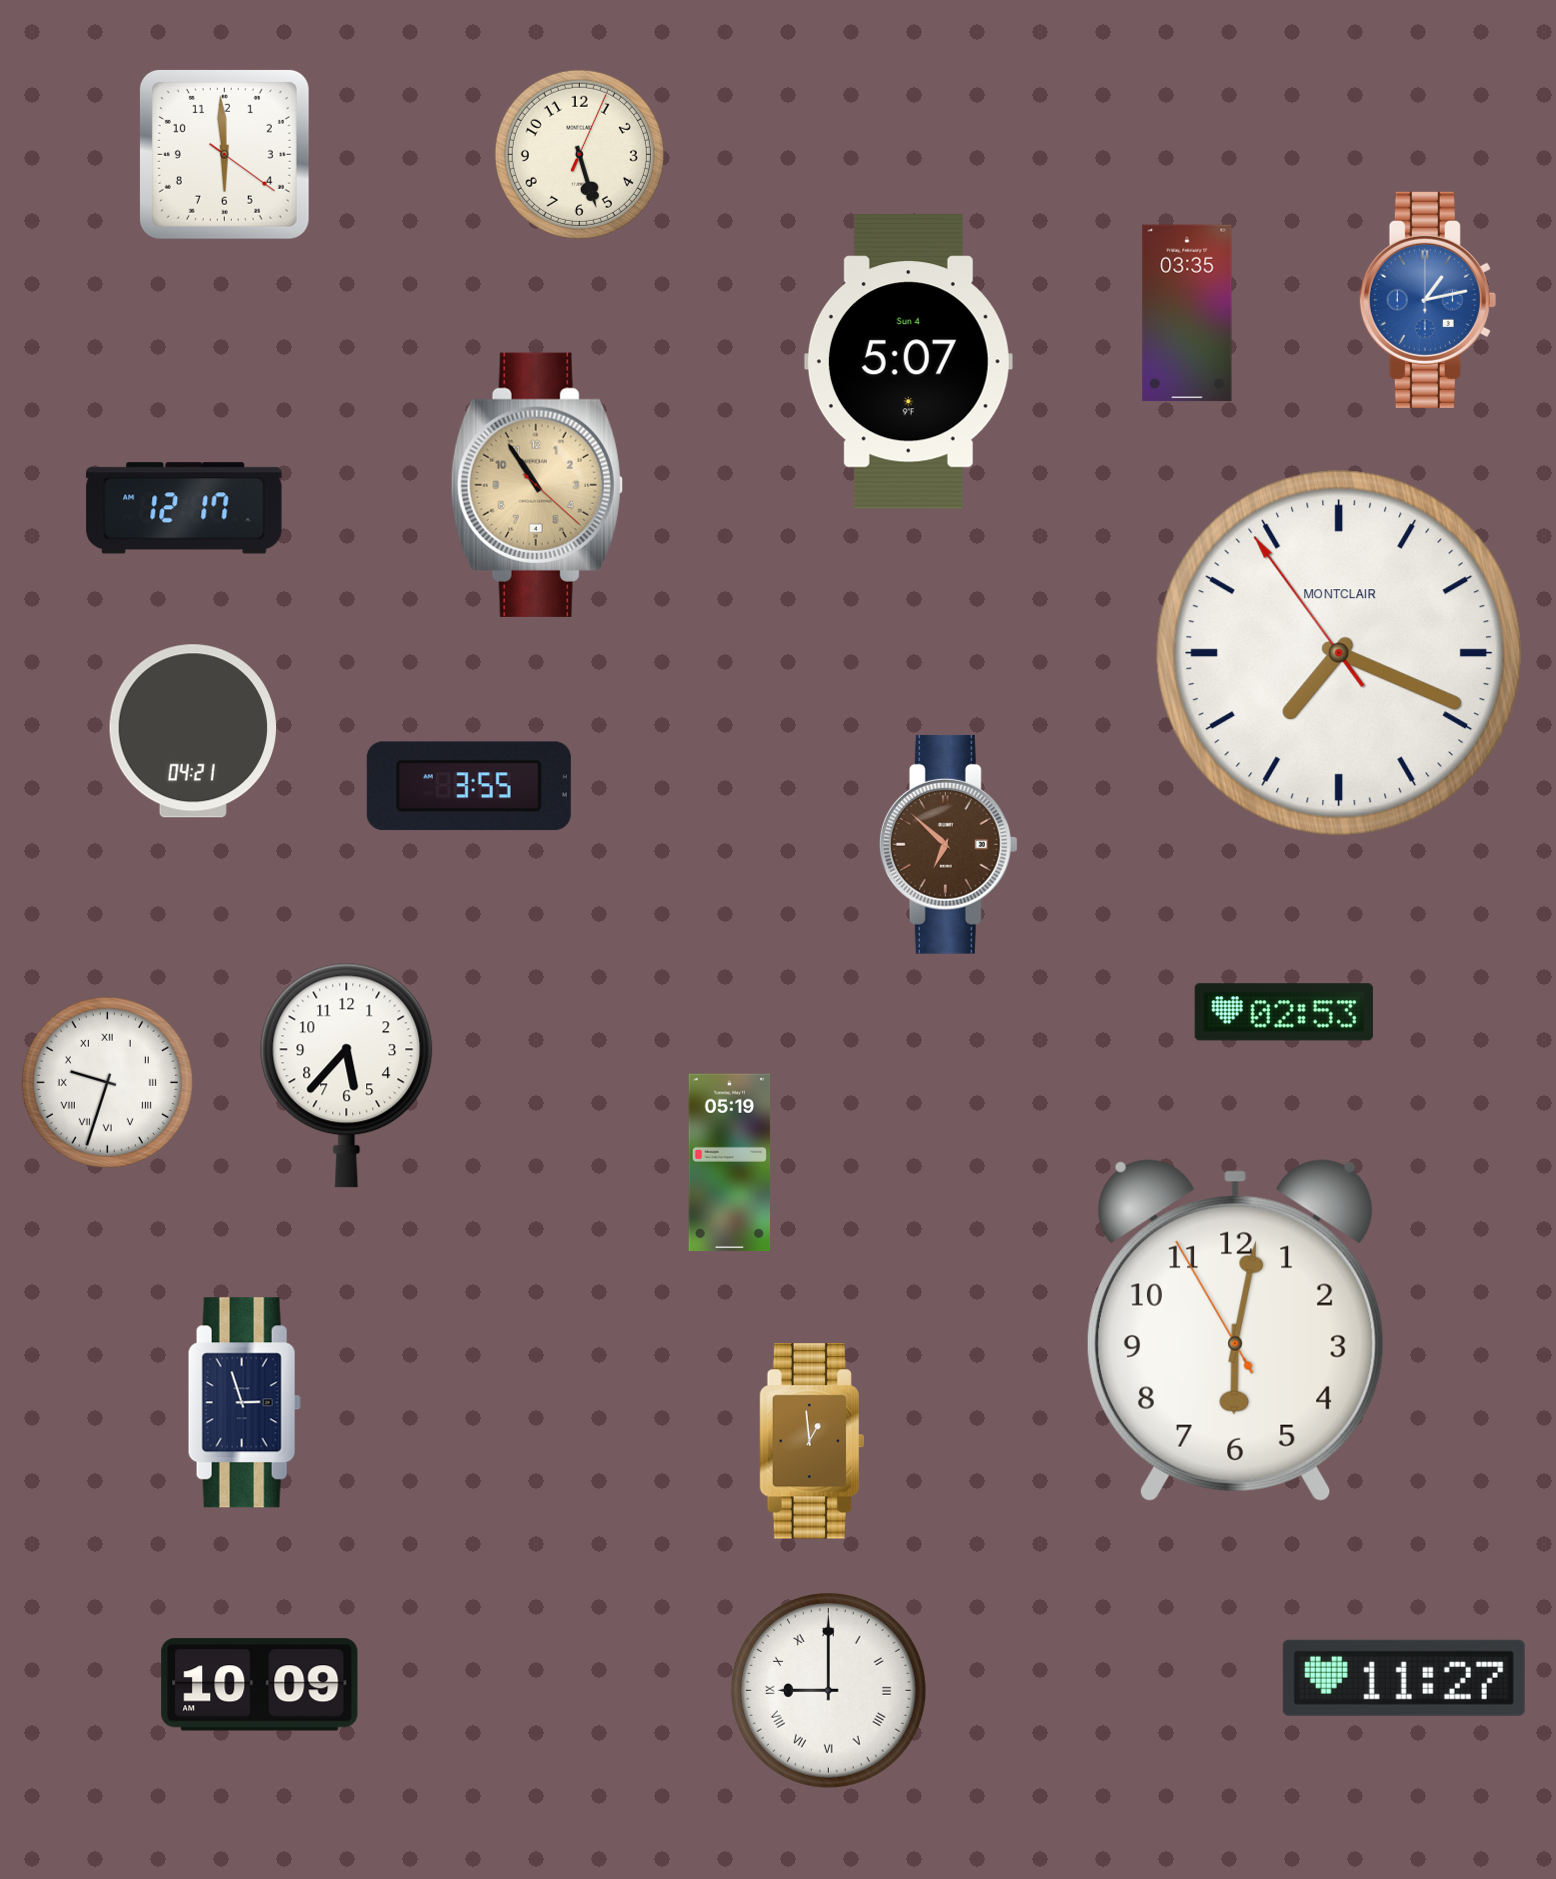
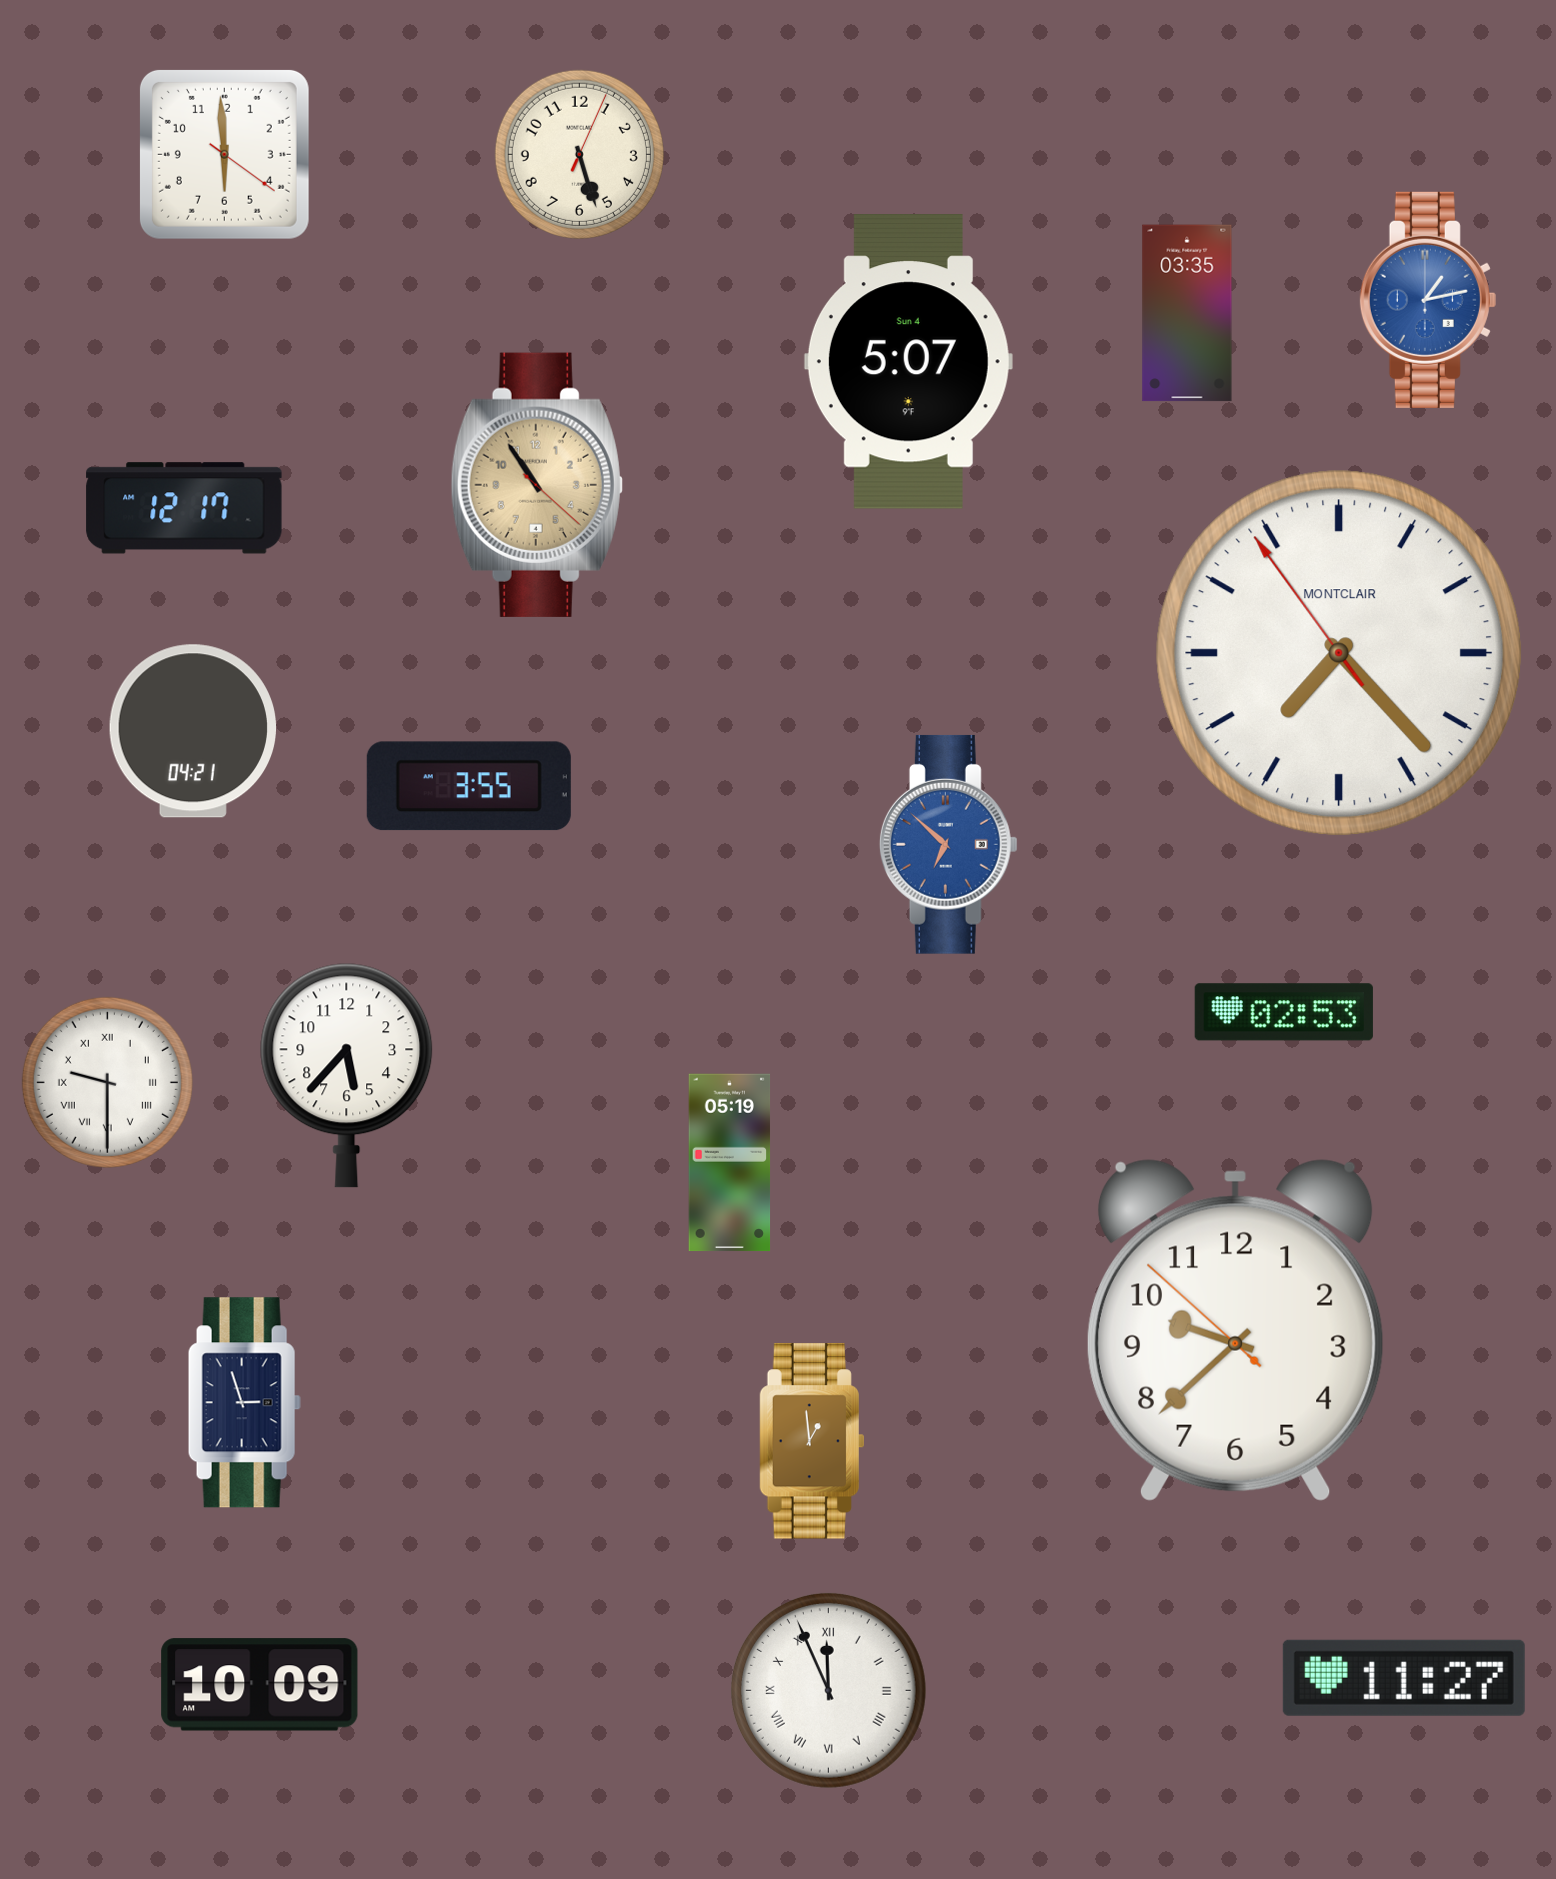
clock at (1339, 653): 7:18 -> 7:22
clock at (948, 844) dial: brown -> blue
clock at (107, 1082): 9:33 -> 9:30
clock at (1235, 1330): 6:01 -> 9:37
clock at (828, 1690): 9:00 -> 11:56
